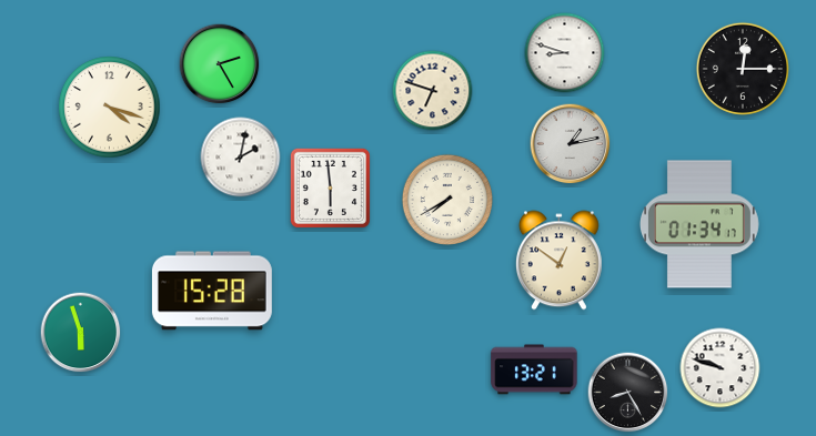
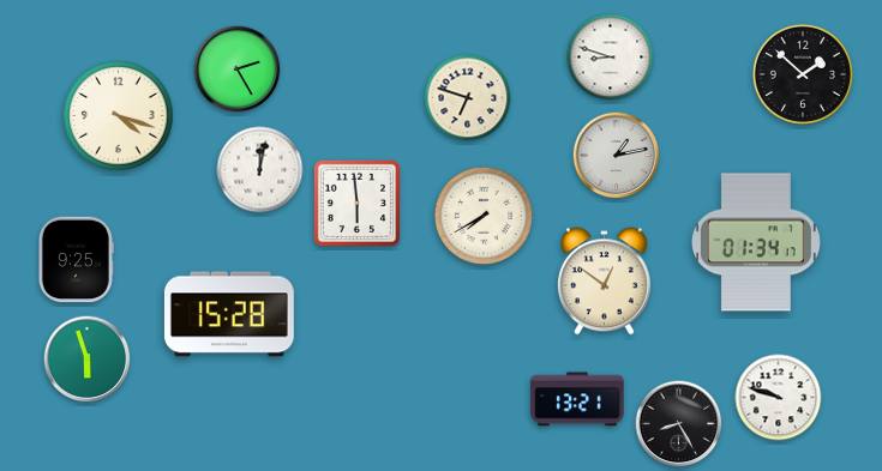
clock at (743, 69): 12:15 -> 1:52
clock at (241, 158): 2:02 -> 12:02
clock at (76, 260): none -> 9:25
